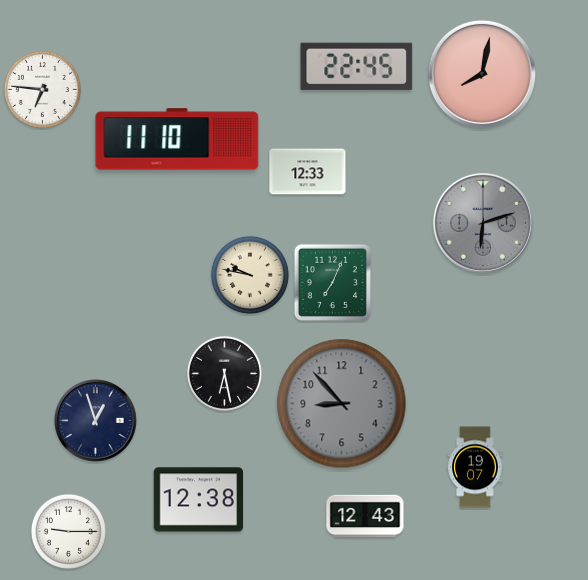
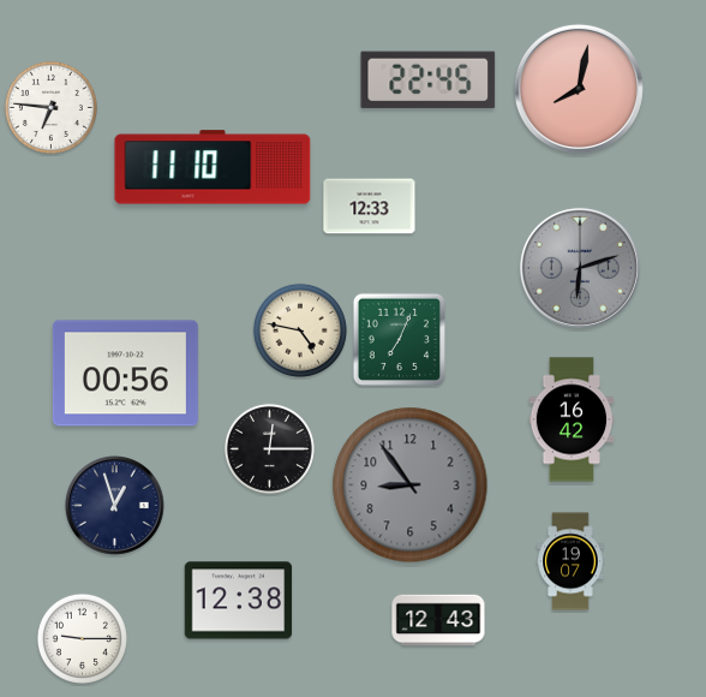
clock at (250, 275): 9:47 -> 4:47
clock at (125, 374): none -> 00:56
clock at (572, 419): none -> 16:42
clock at (224, 373): 6:28 -> 12:15
clock at (342, 404): 8:53 -> 8:54
